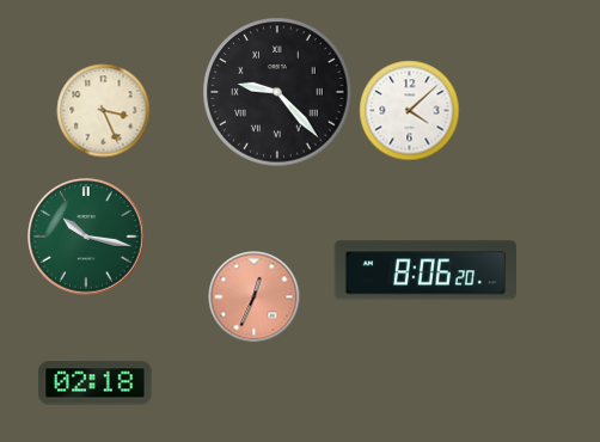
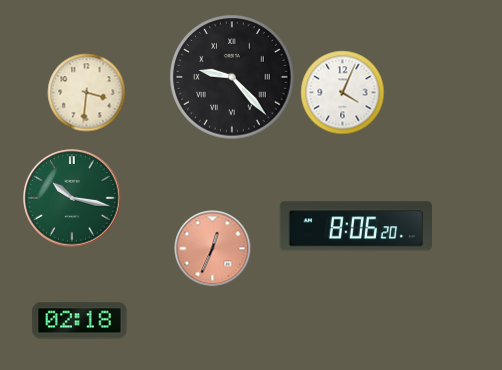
clock at (104, 111): 3:26 -> 3:31
clock at (410, 111): 4:08 -> 4:04
